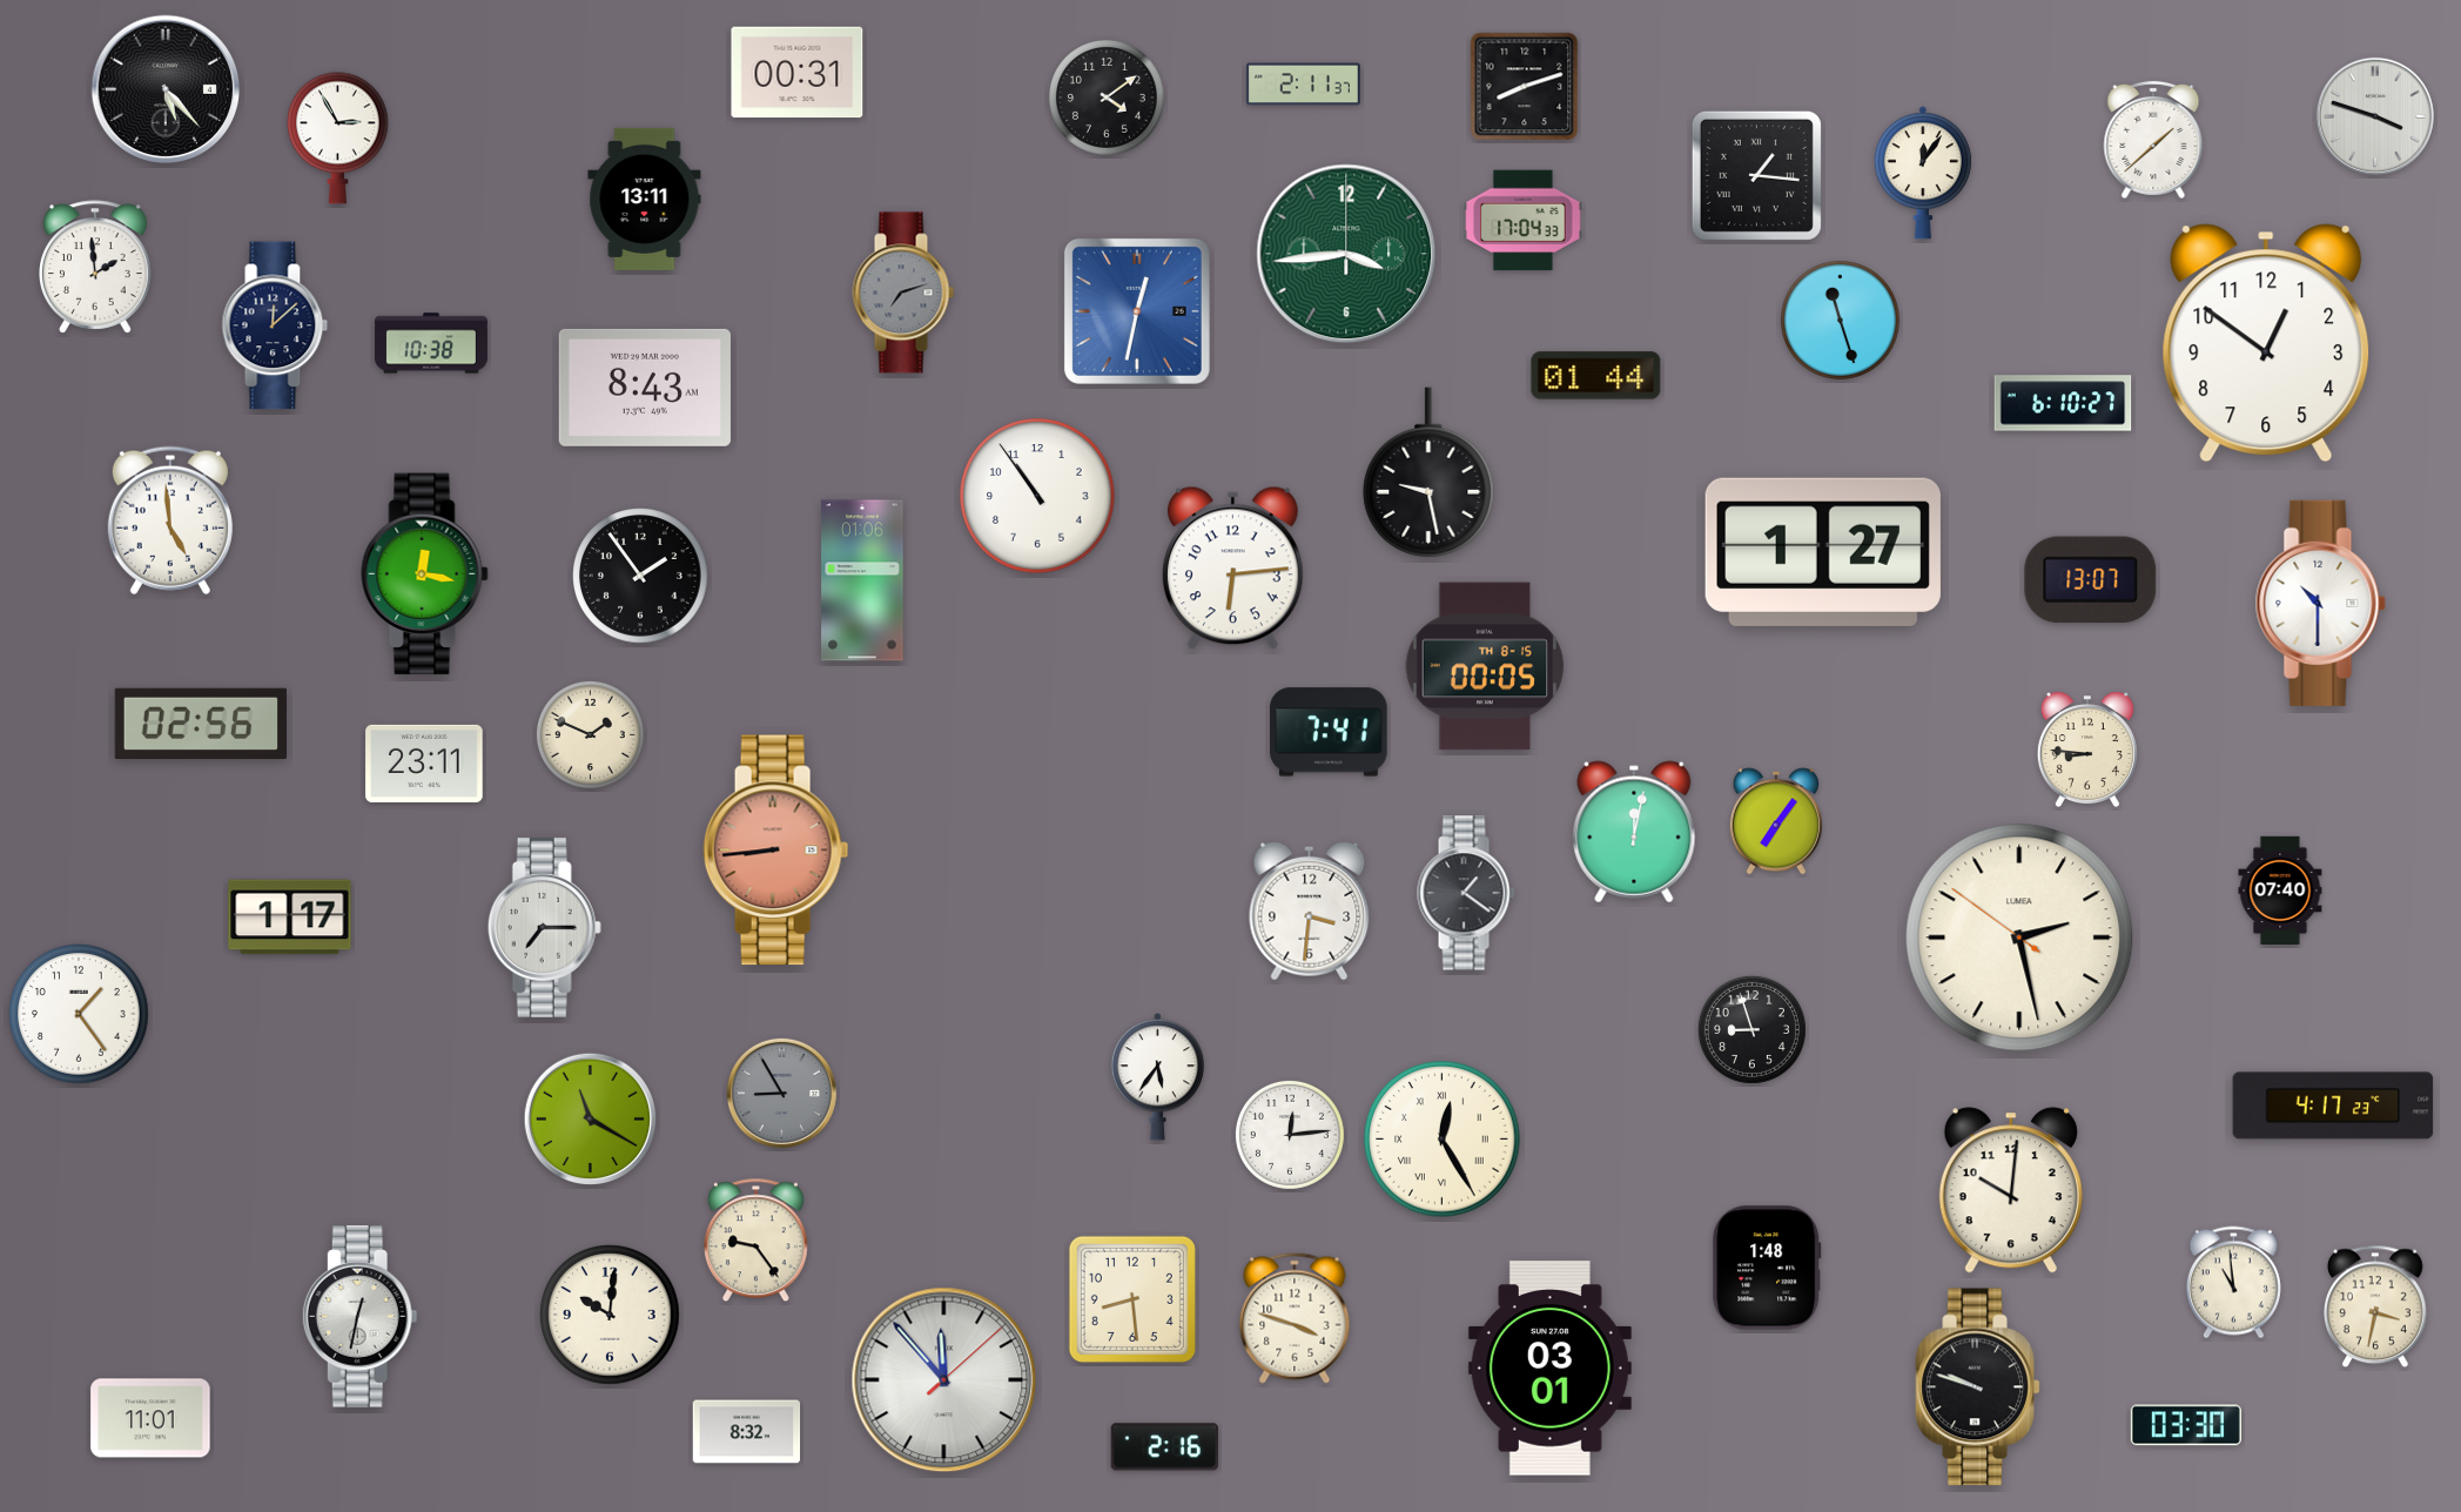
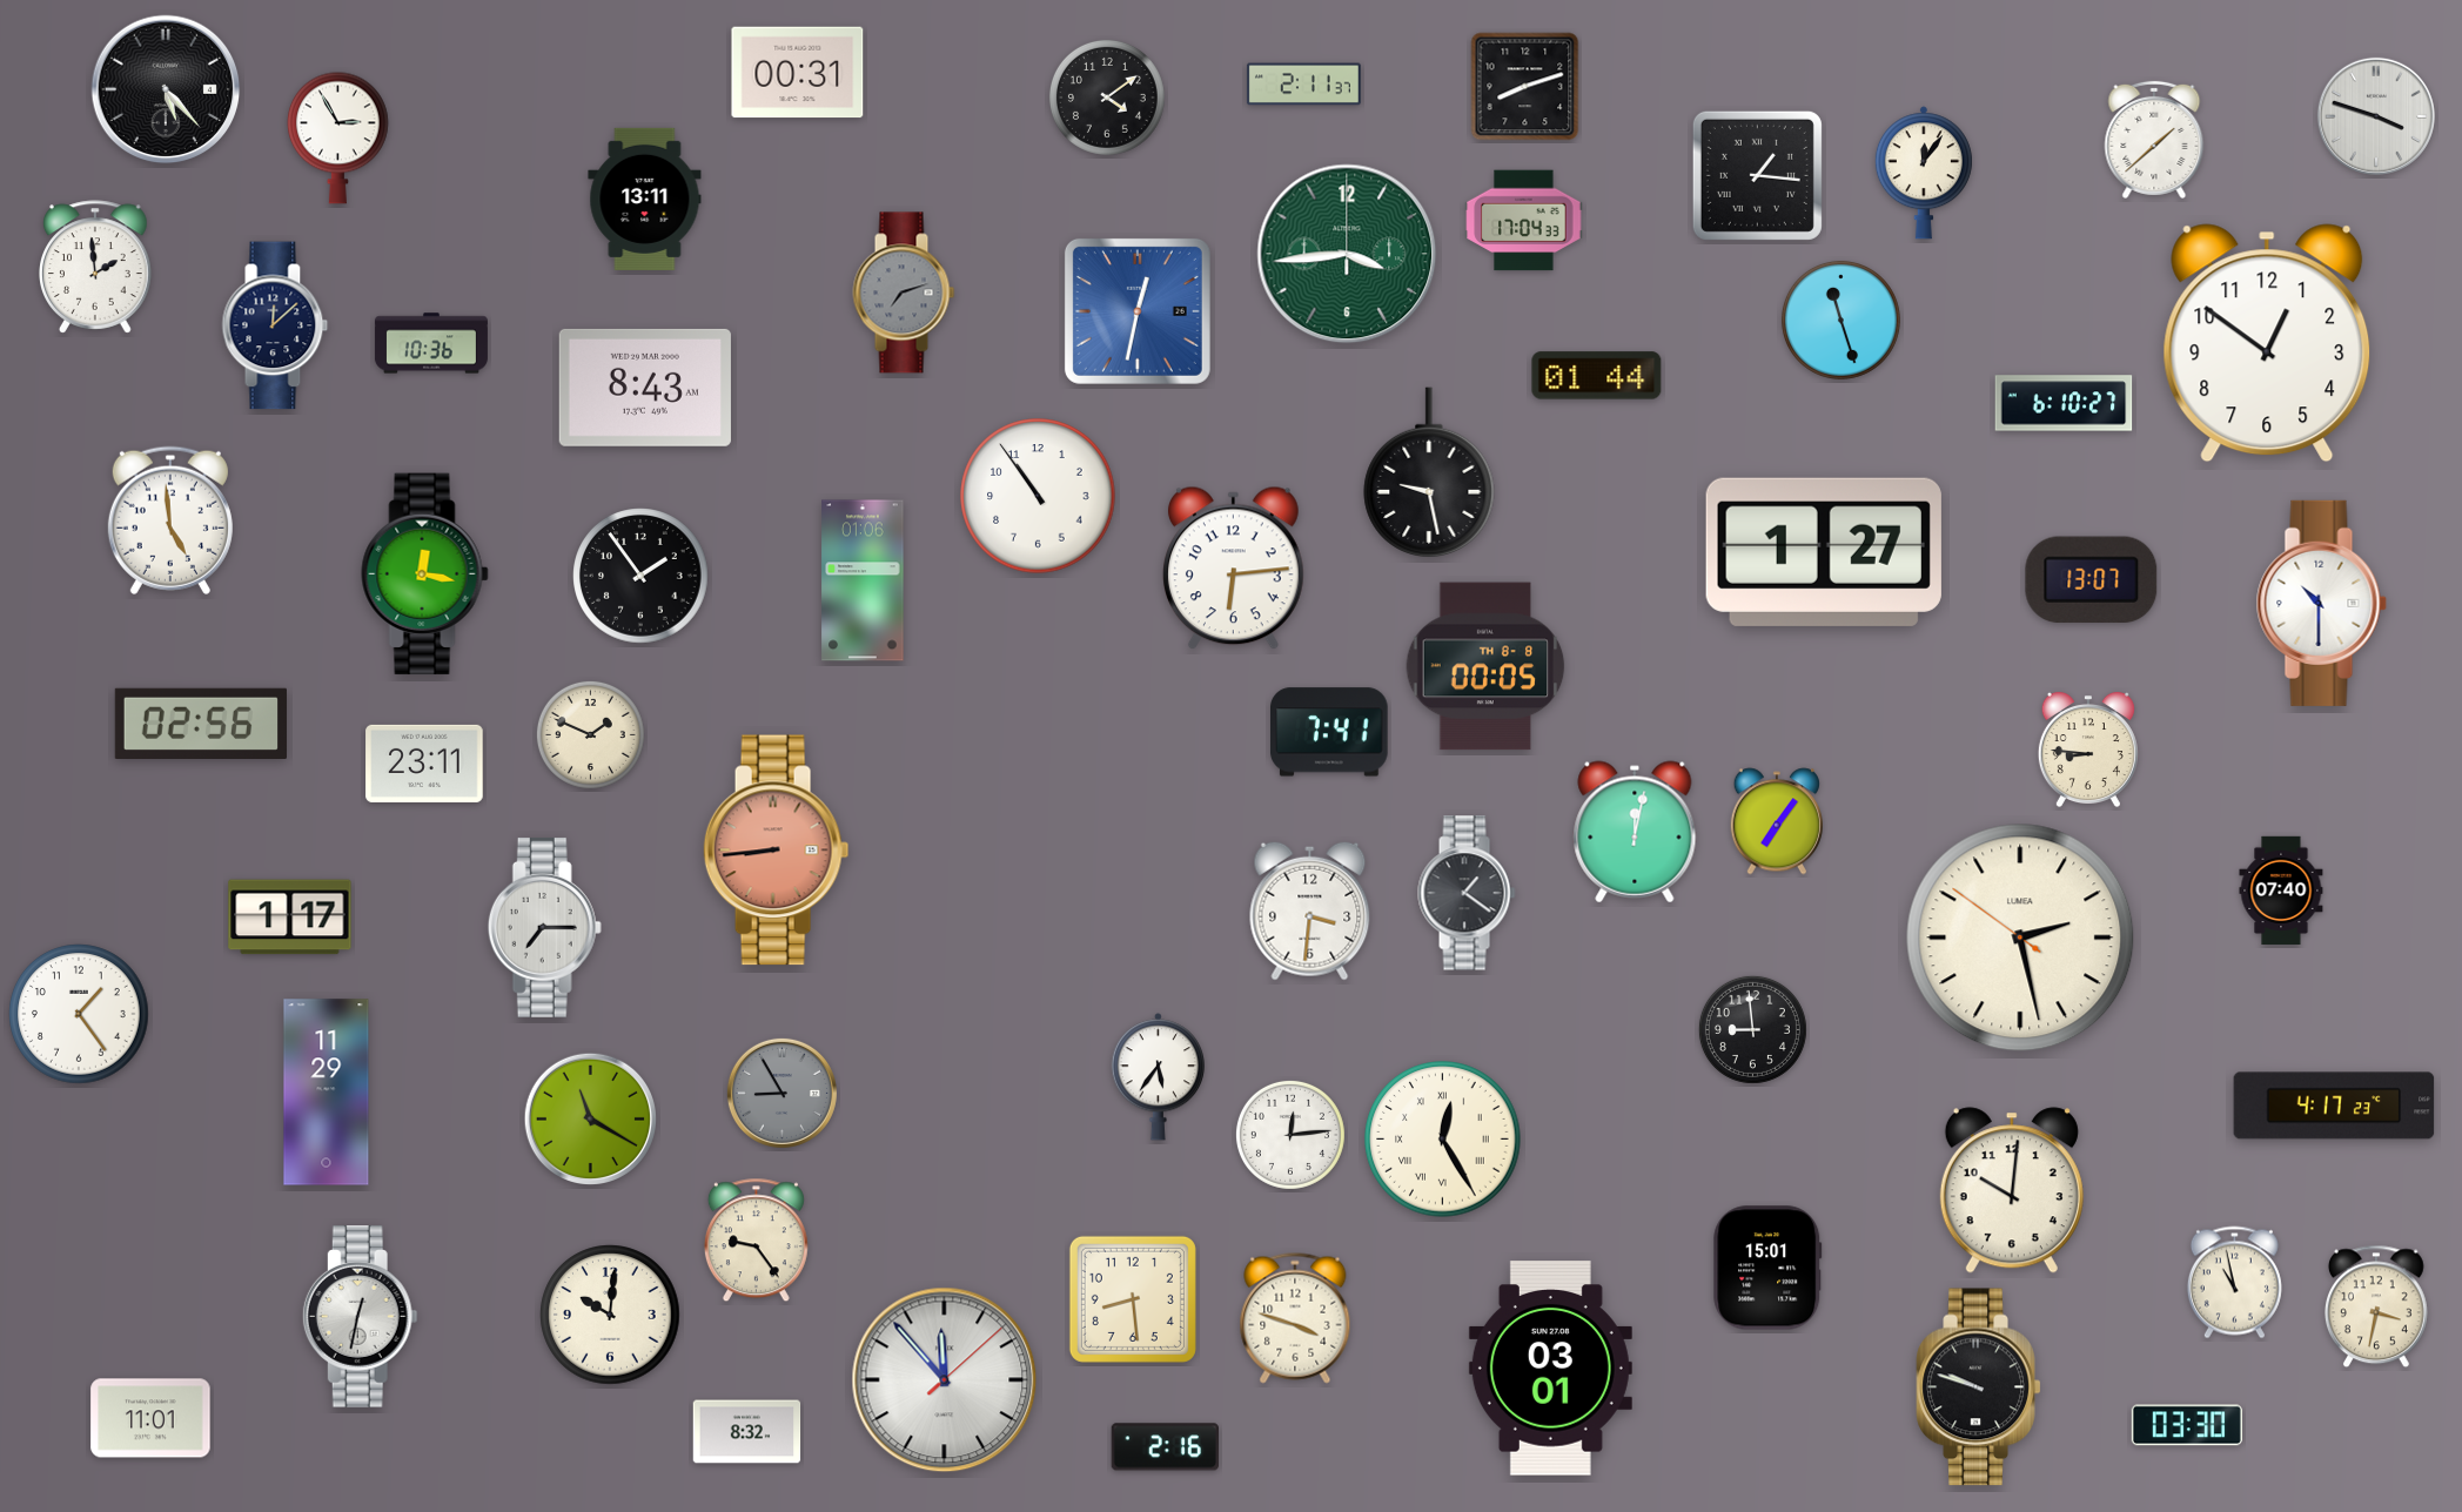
clock at (431, 343): 10:38 -> 10:36
clock at (1485, 666) date: TH 8-15 -> TH 8-8
clock at (1751, 1029): 8:57 -> 8:59
clock at (327, 1093): none -> 11:29
clock at (1767, 1268): 1:48 -> 15:01
clock at (2233, 1283): 10:59 -> 10:58
